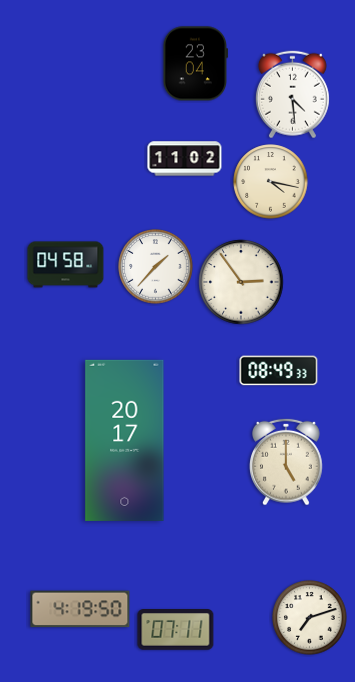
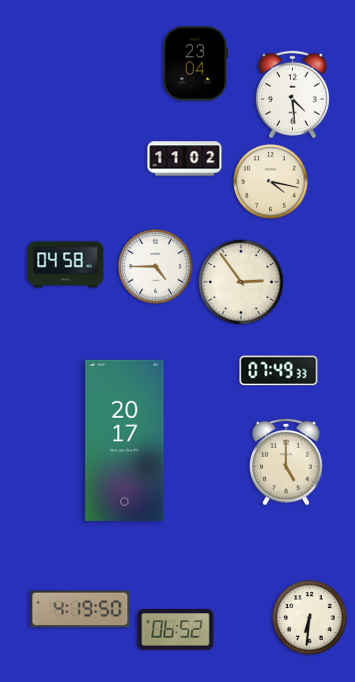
clock at (156, 267): 1:37 -> 4:45
clock at (279, 371): 08:49 -> 07:49
clock at (310, 618): 7:12 -> 6:31
clock at (176, 630): 07:11 -> 06:52
